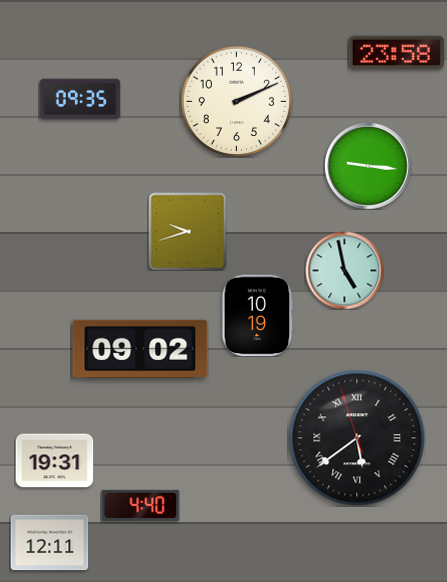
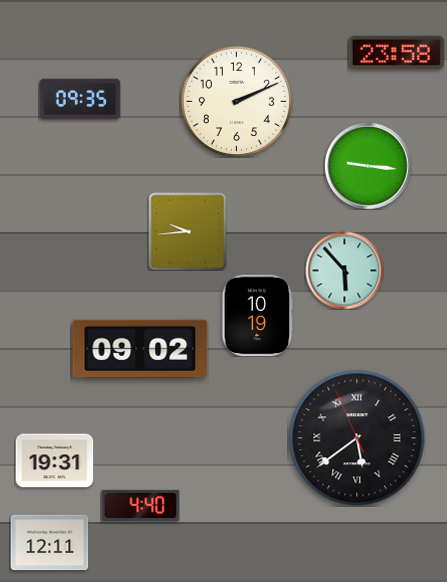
clock at (187, 231): 9:42 -> 9:44
clock at (344, 270): 4:58 -> 5:53
clock at (357, 438): 5:38:57 -> 5:38:56
